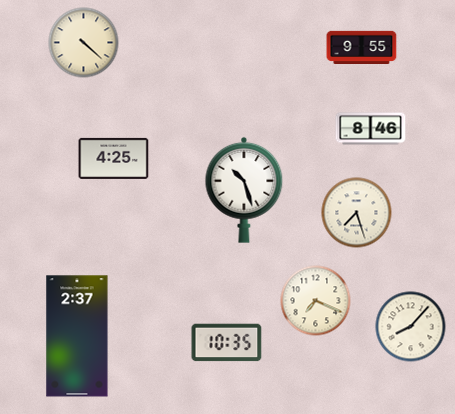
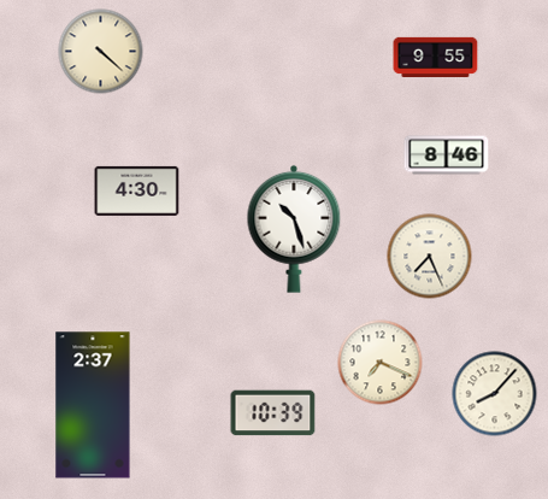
clock at (114, 158): 4:25 -> 4:30
clock at (357, 213): 7:27 -> 7:26
clock at (227, 343): 10:35 -> 10:39
